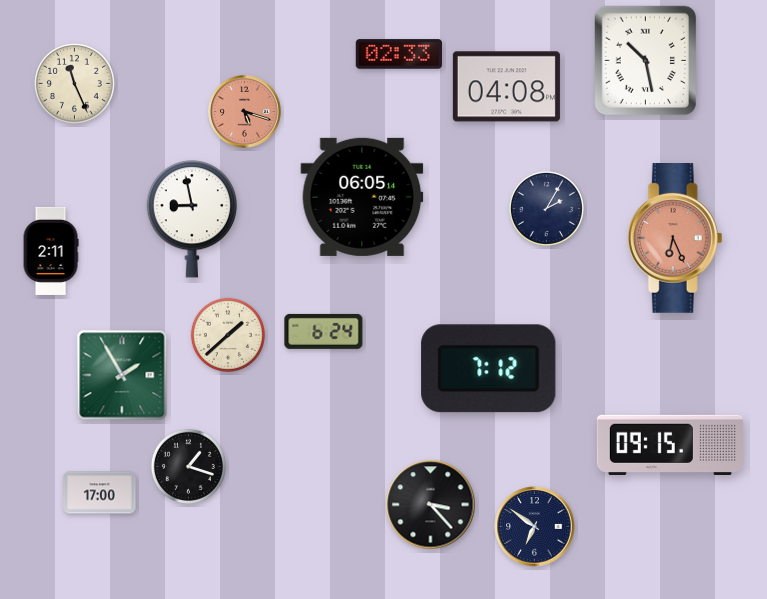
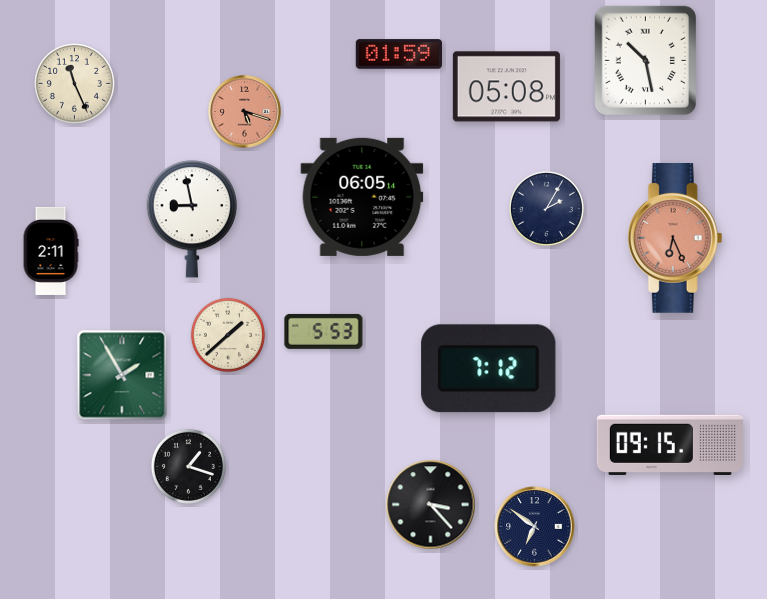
clock at (398, 54): 02:33 -> 01:59
clock at (506, 87): 04:08 -> 05:08
clock at (324, 331): 6:24 -> 5:53
clock at (100, 493): 17:00 -> none
